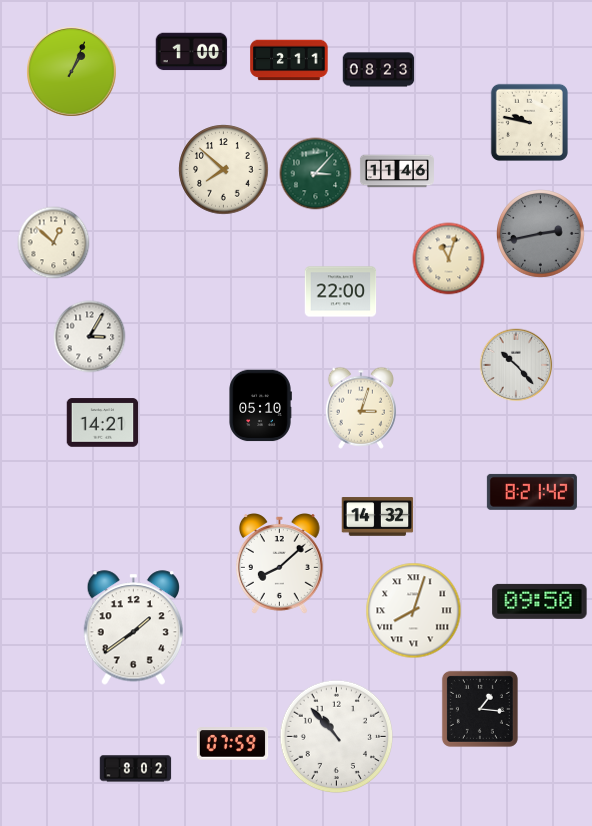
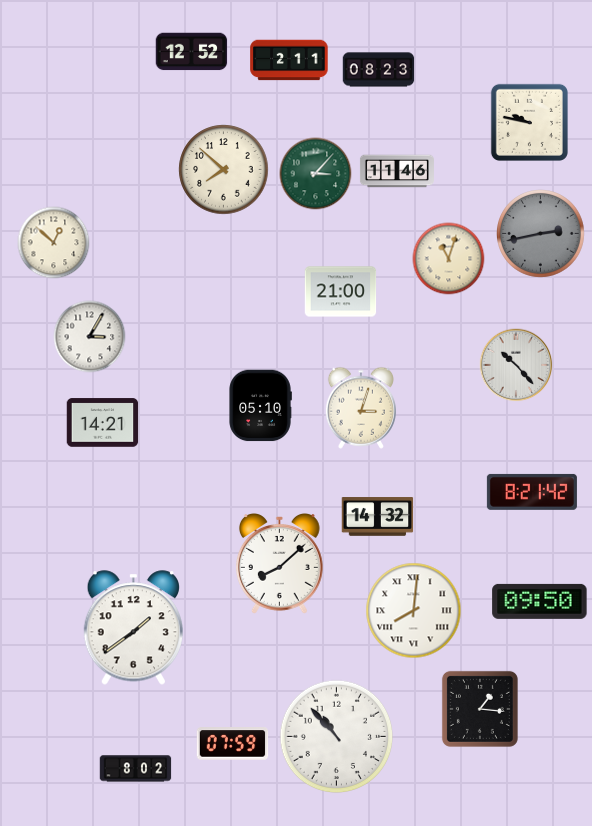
clock at (192, 52): 1:00 -> 12:52
clock at (72, 72): 1:04 -> none
clock at (341, 292): 22:00 -> 21:00
clock at (414, 611): 8:03 -> 8:01
